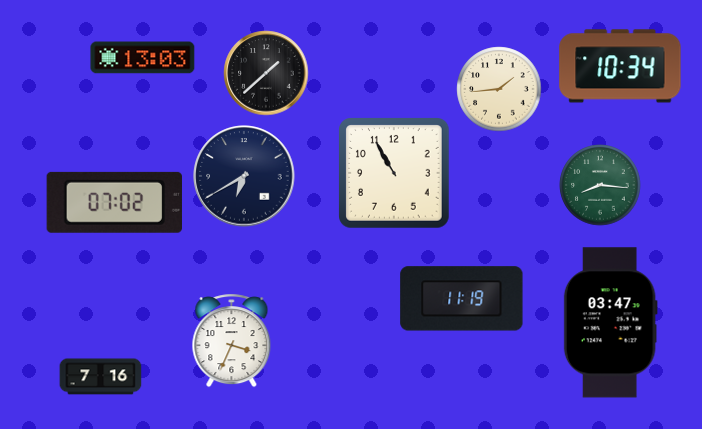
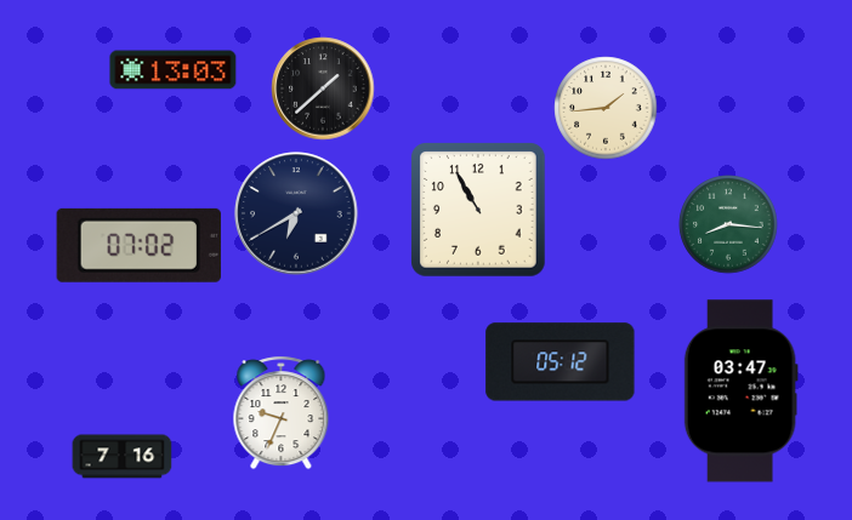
clock at (620, 66): 10:34 -> none
clock at (462, 299): 11:19 -> 05:12
clock at (232, 341): 3:34 -> 9:34
